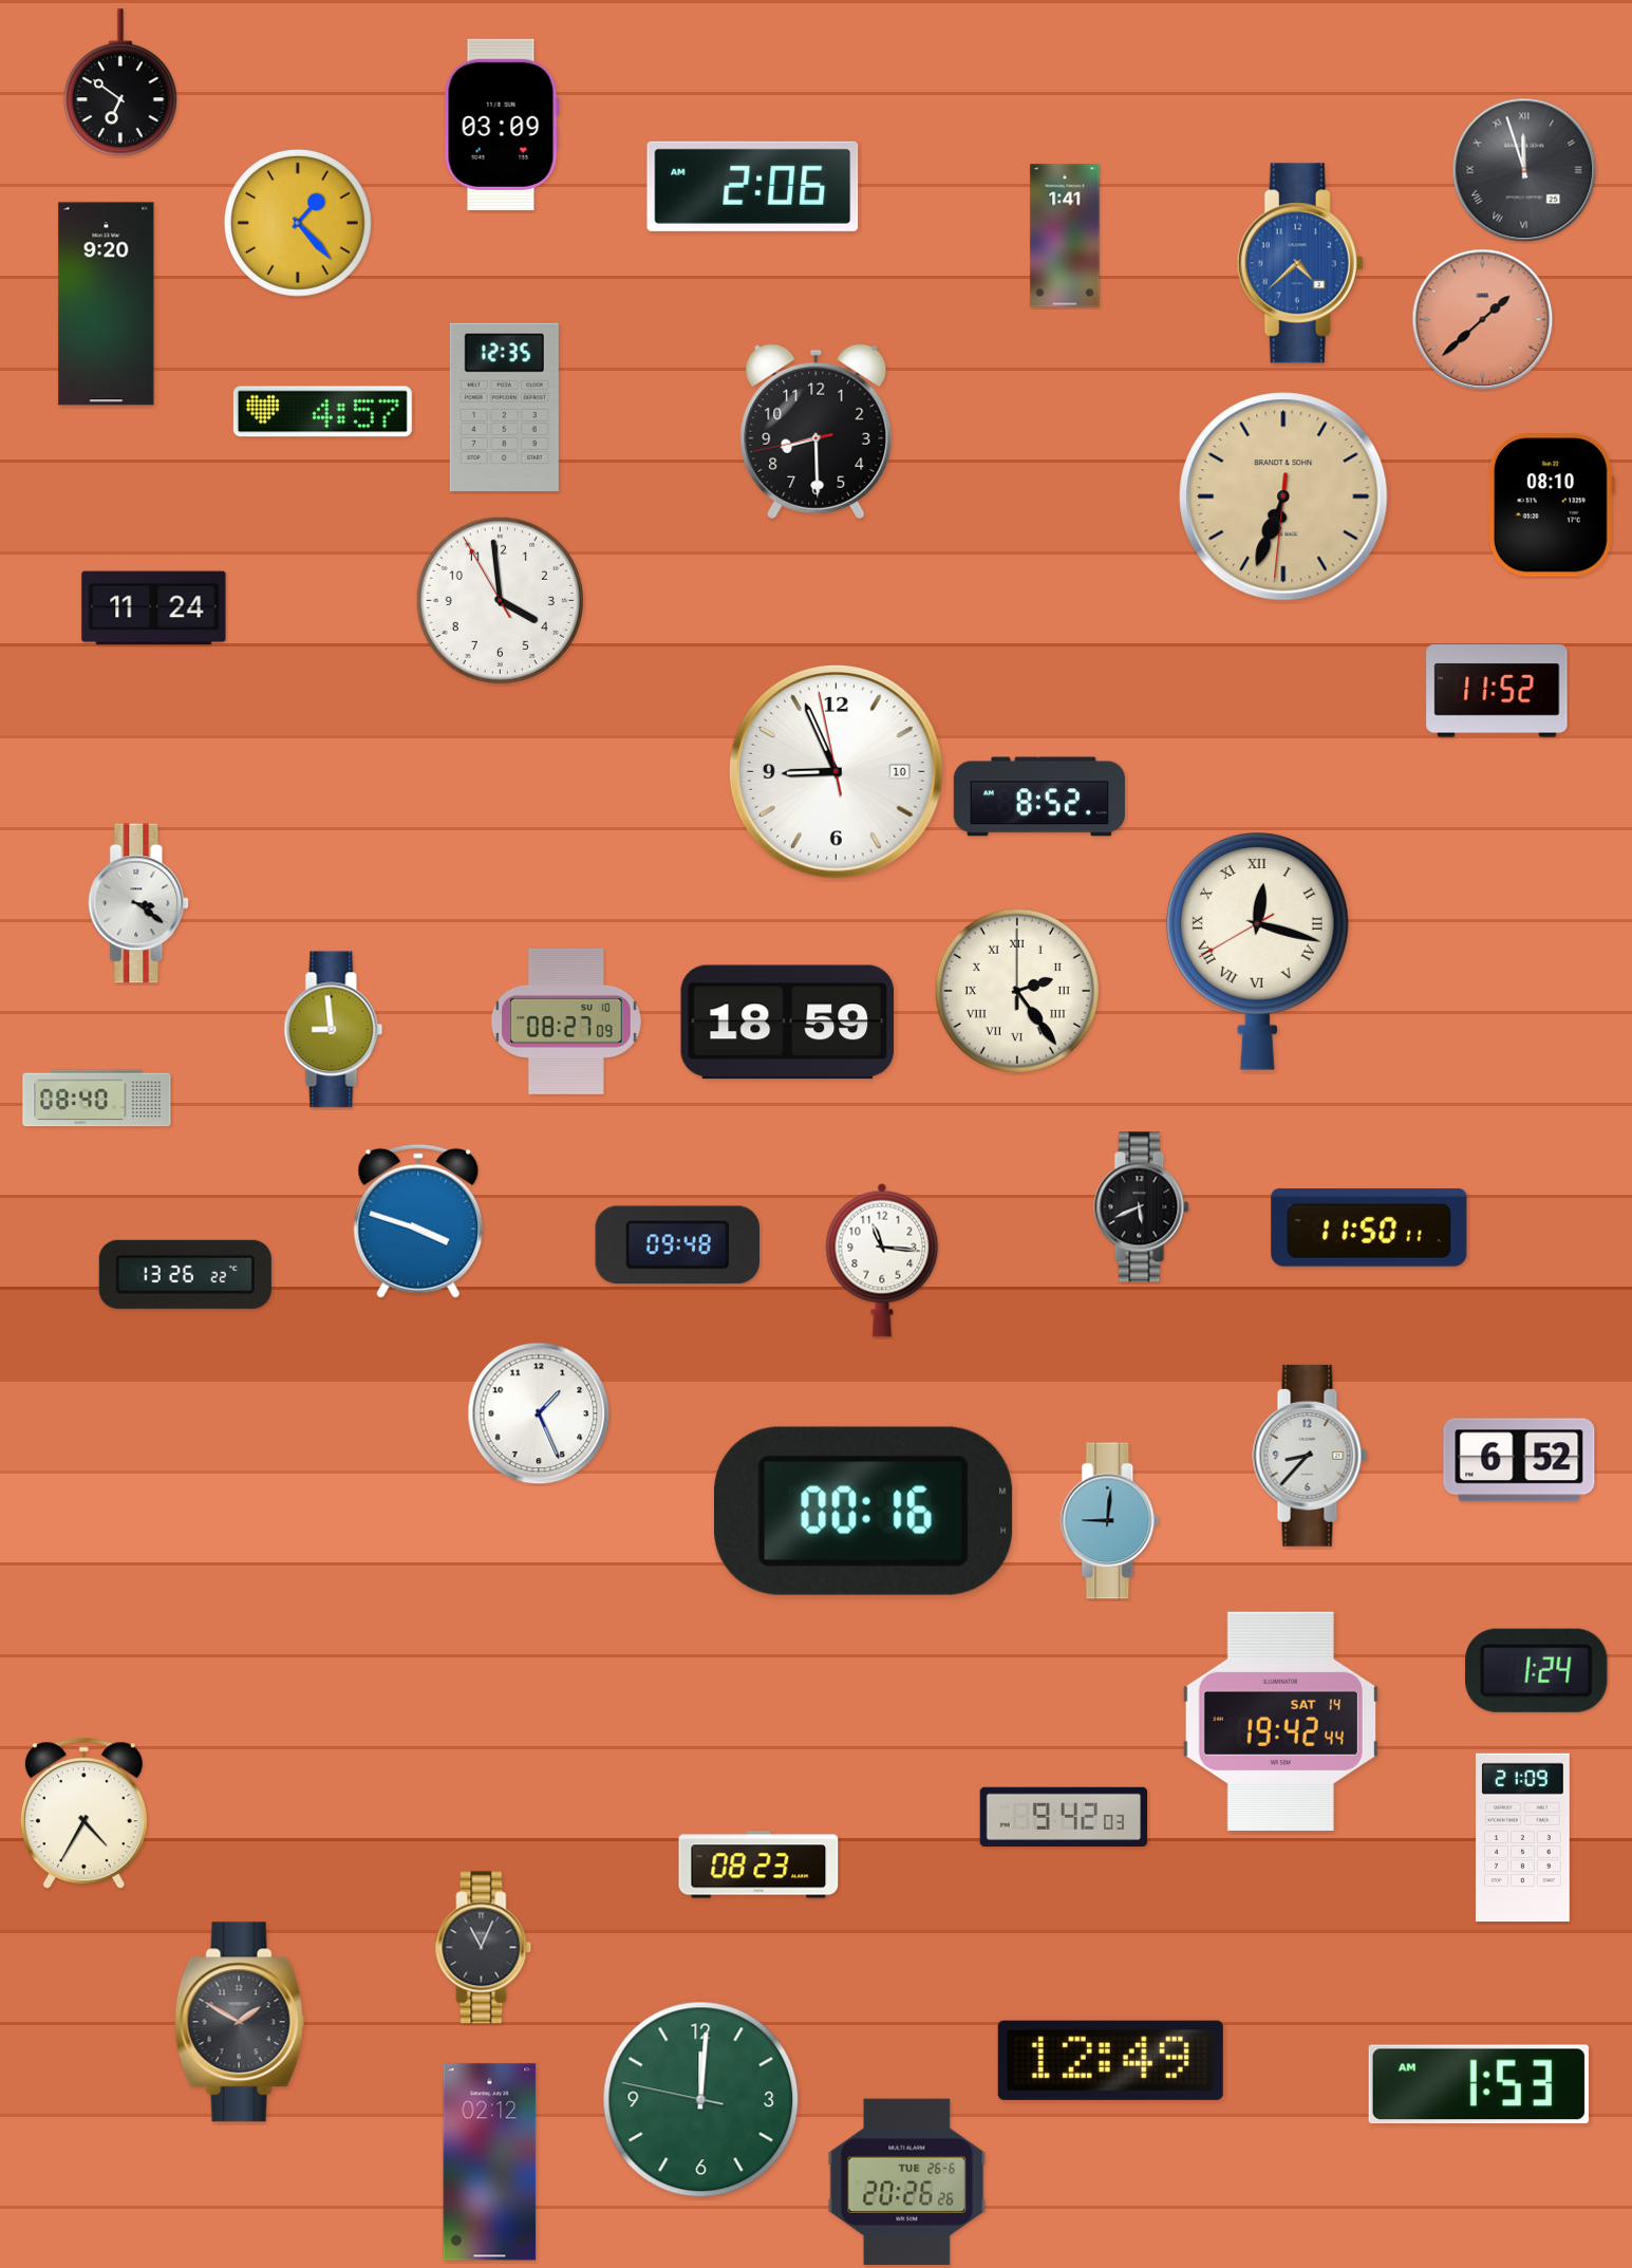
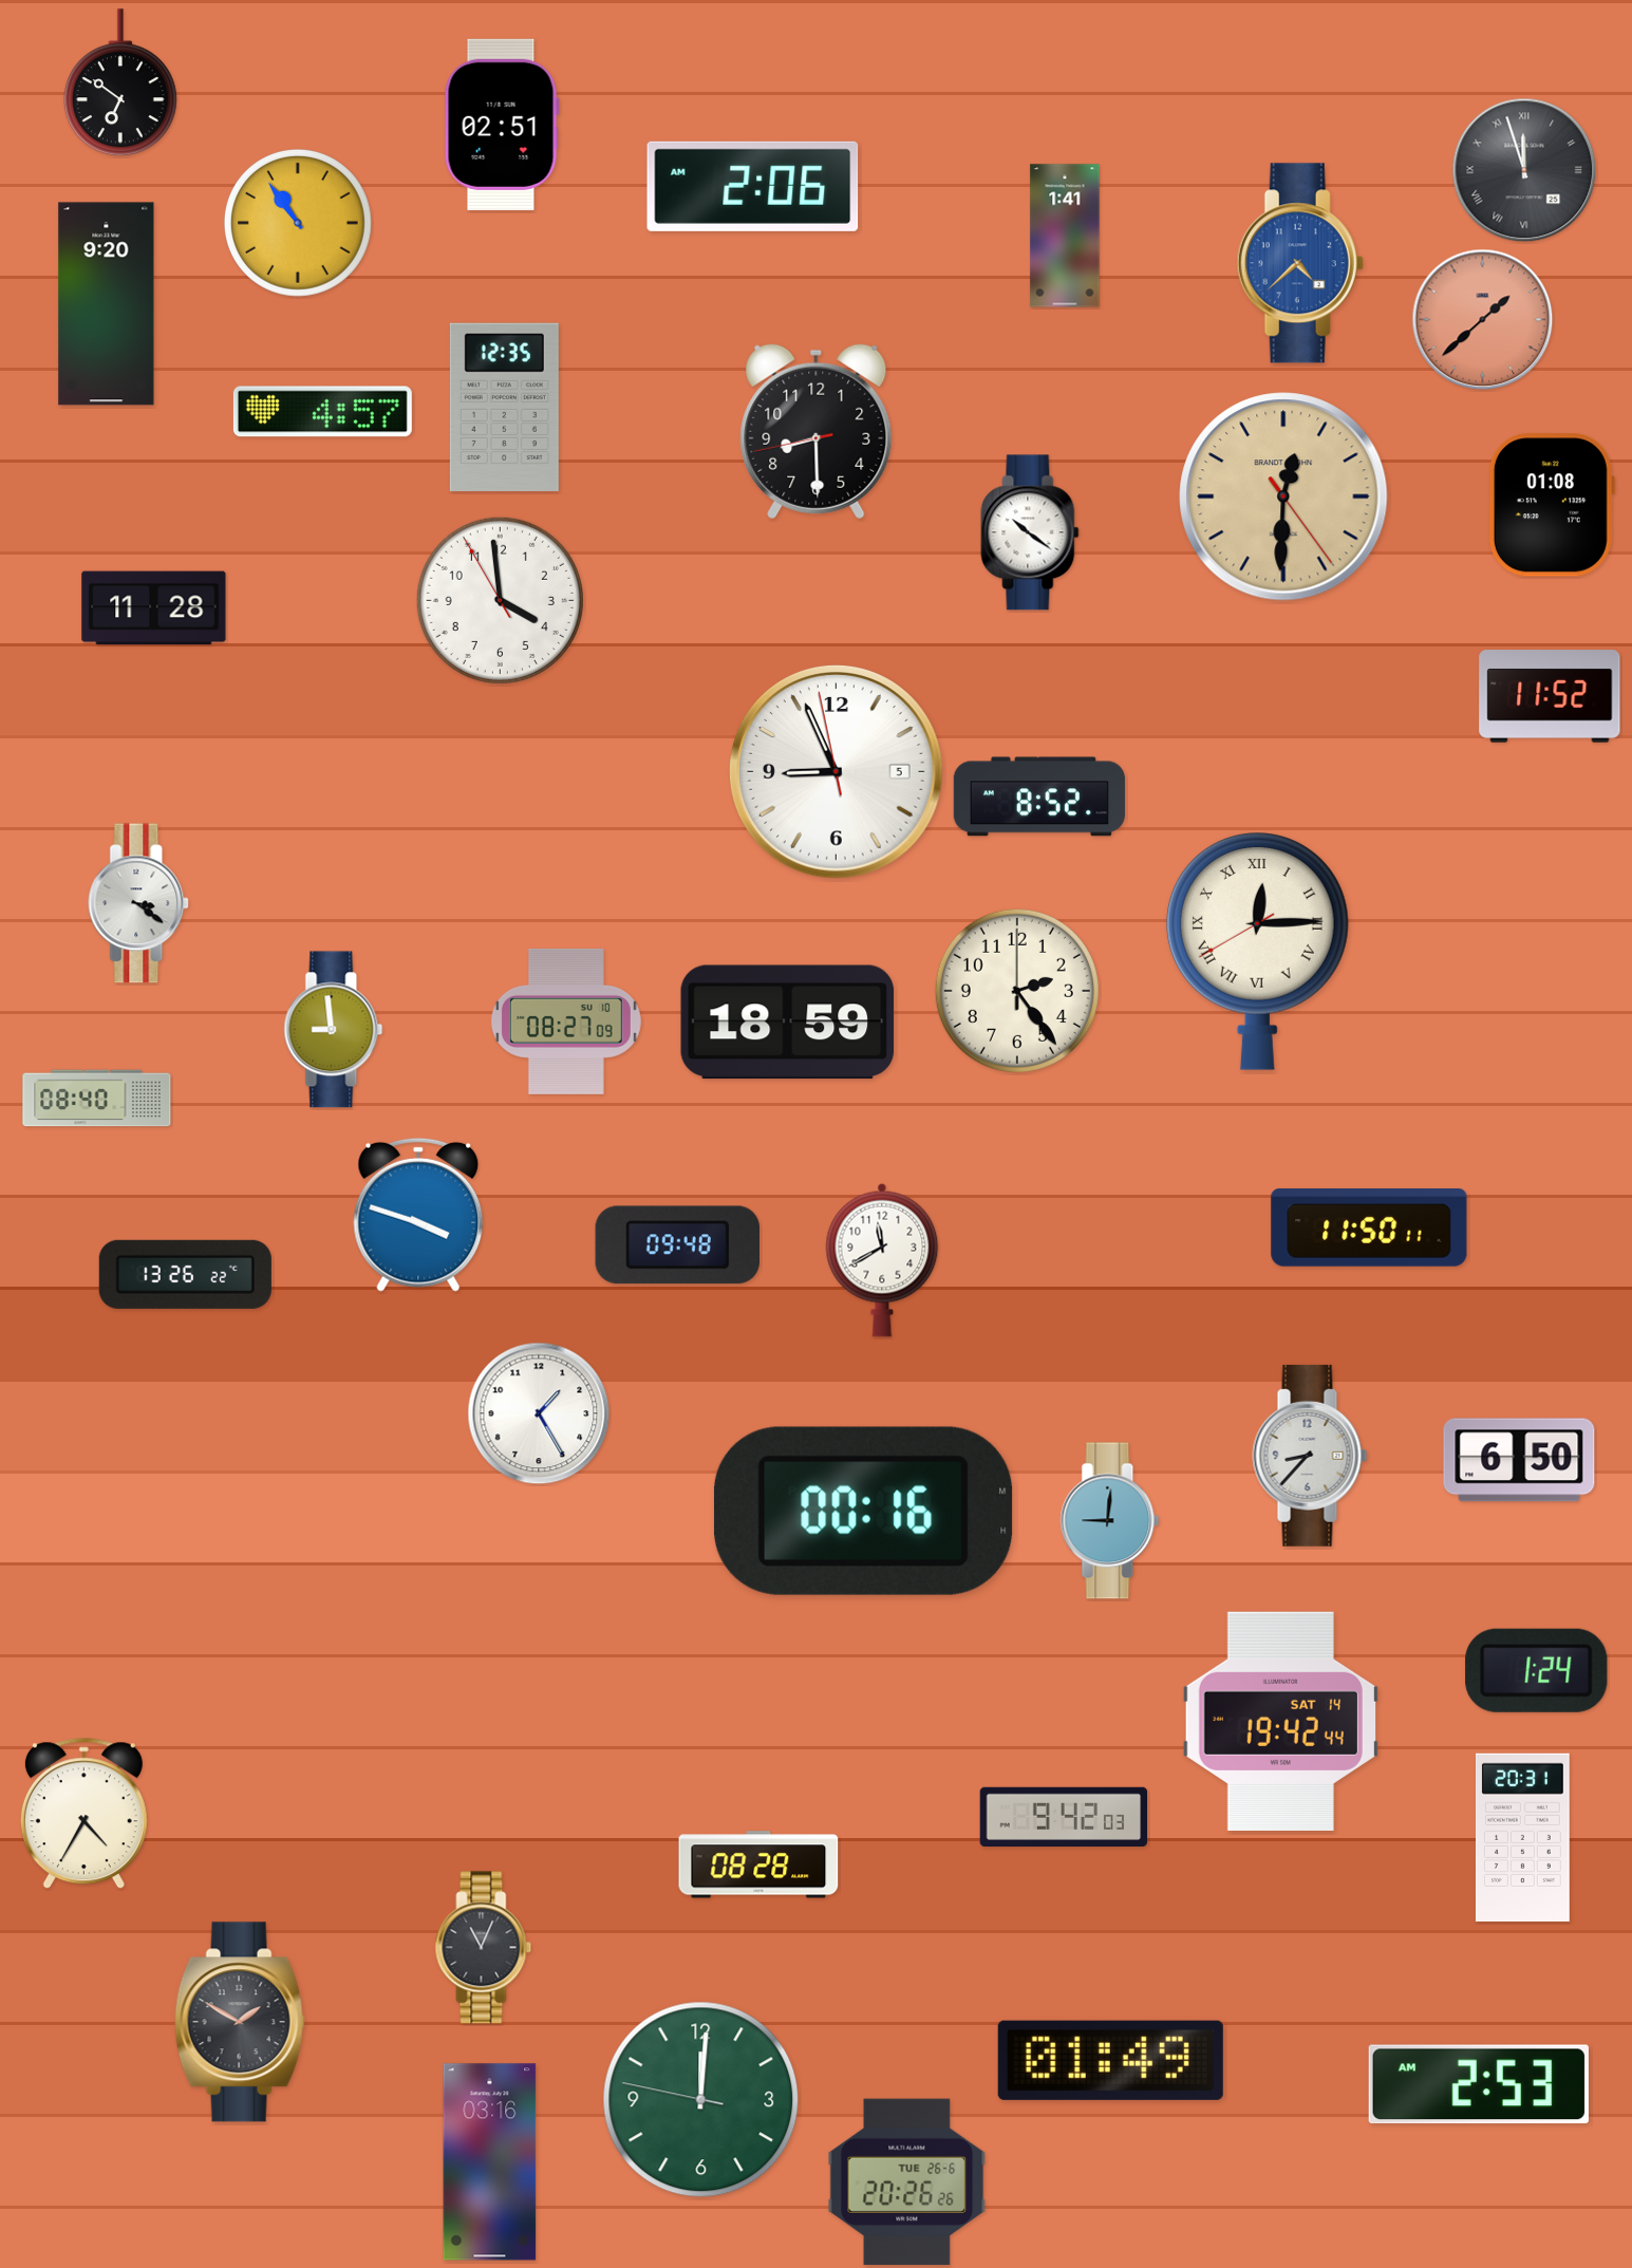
clock at (502, 125): 03:09 -> 02:51
clock at (298, 223): 1:23 -> 10:54
clock at (1283, 496): 6:33 -> 12:30
clock at (1552, 505): 08:10 -> 01:08
clock at (1030, 532): none -> 10:21
clock at (154, 608): 11:24 -> 11:28
clock at (1497, 691) position: (1497, 691) -> (1550, 696)
clock at (836, 771) date: 10 -> 5
clock at (1257, 952): 12:17 -> 12:14
clock at (1017, 991) numerals: Roman -> Arabic
clock at (1142, 1207): 5:41 -> none
clock at (418, 1221) position: (418, 1221) -> (418, 1215)
clock at (882, 1260): 11:16 -> 11:40
clock at (539, 1413): 1:26 -> 1:25
clock at (1519, 1460): 6:52 -> 6:50
clock at (1522, 1837): 21:09 -> 20:31
clock at (758, 1864): 08:23 -> 08:28
clock at (1110, 2060): 12:49 -> 01:49
clock at (1479, 2084): 1:53 -> 2:53
clock at (490, 2162): 02:12 -> 03:16
